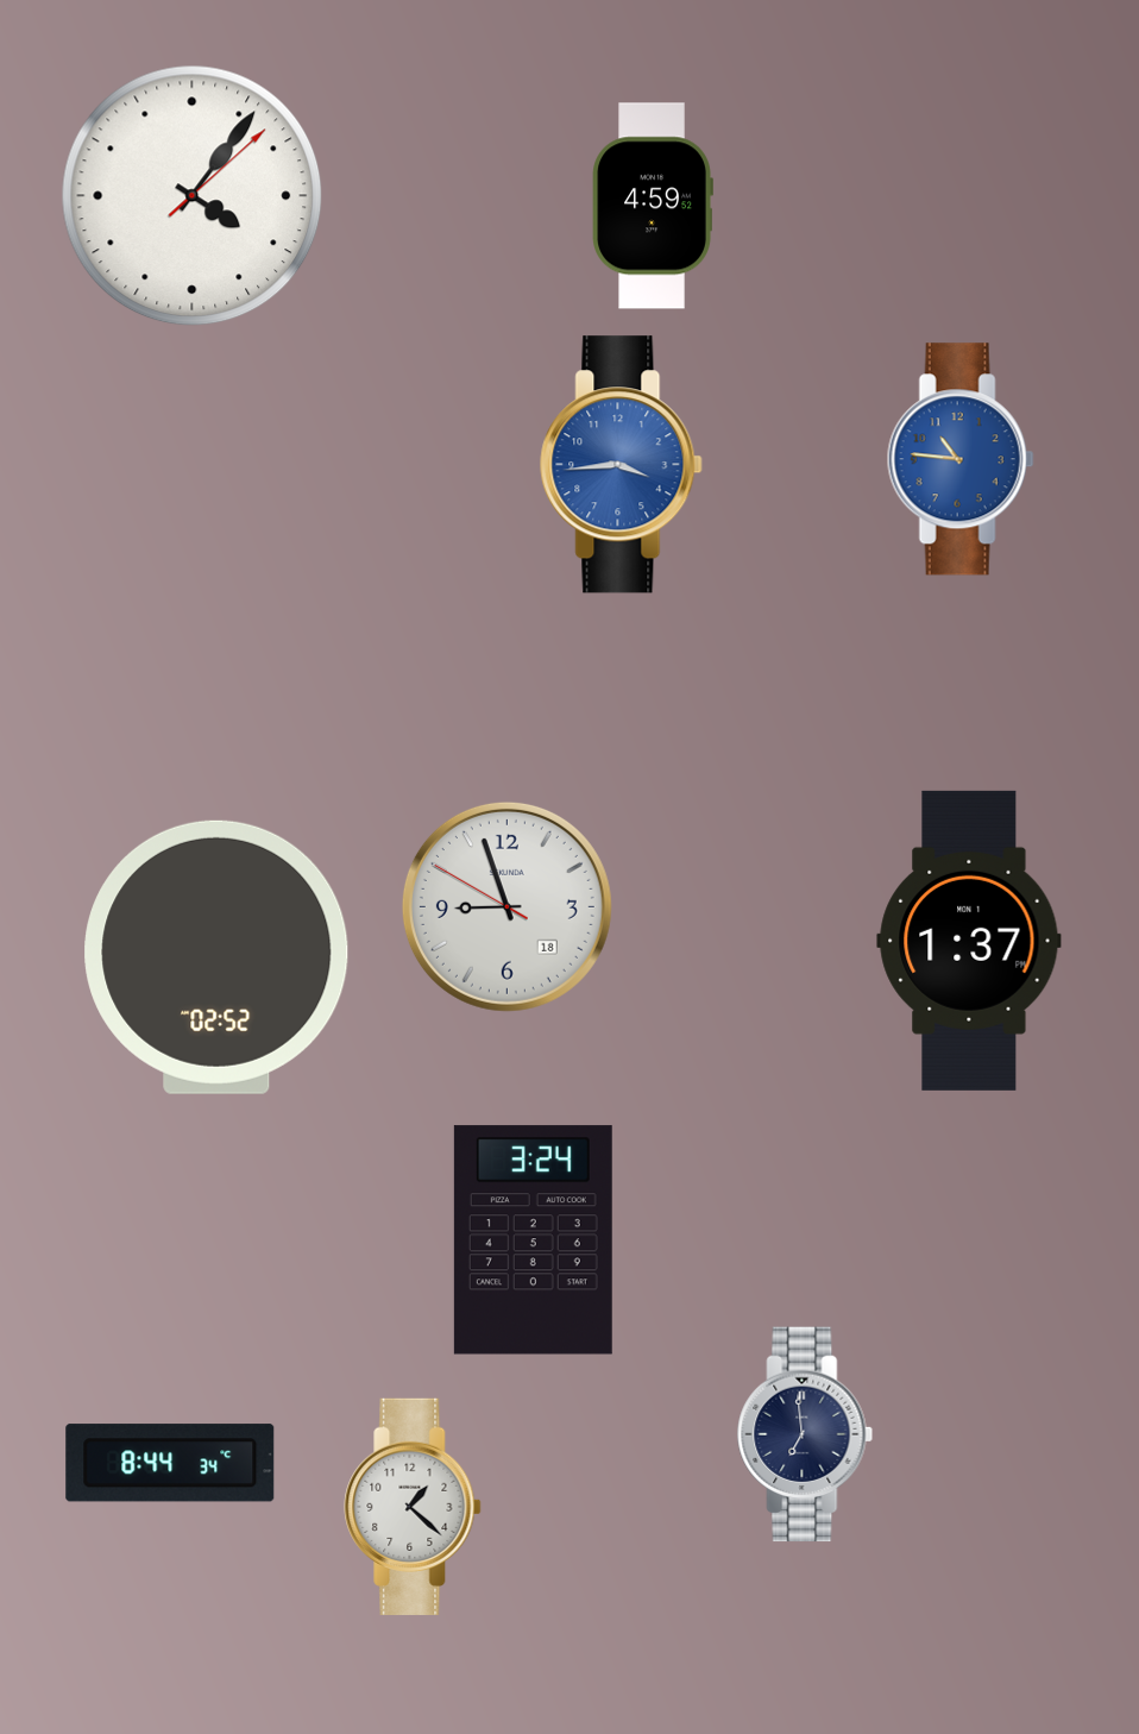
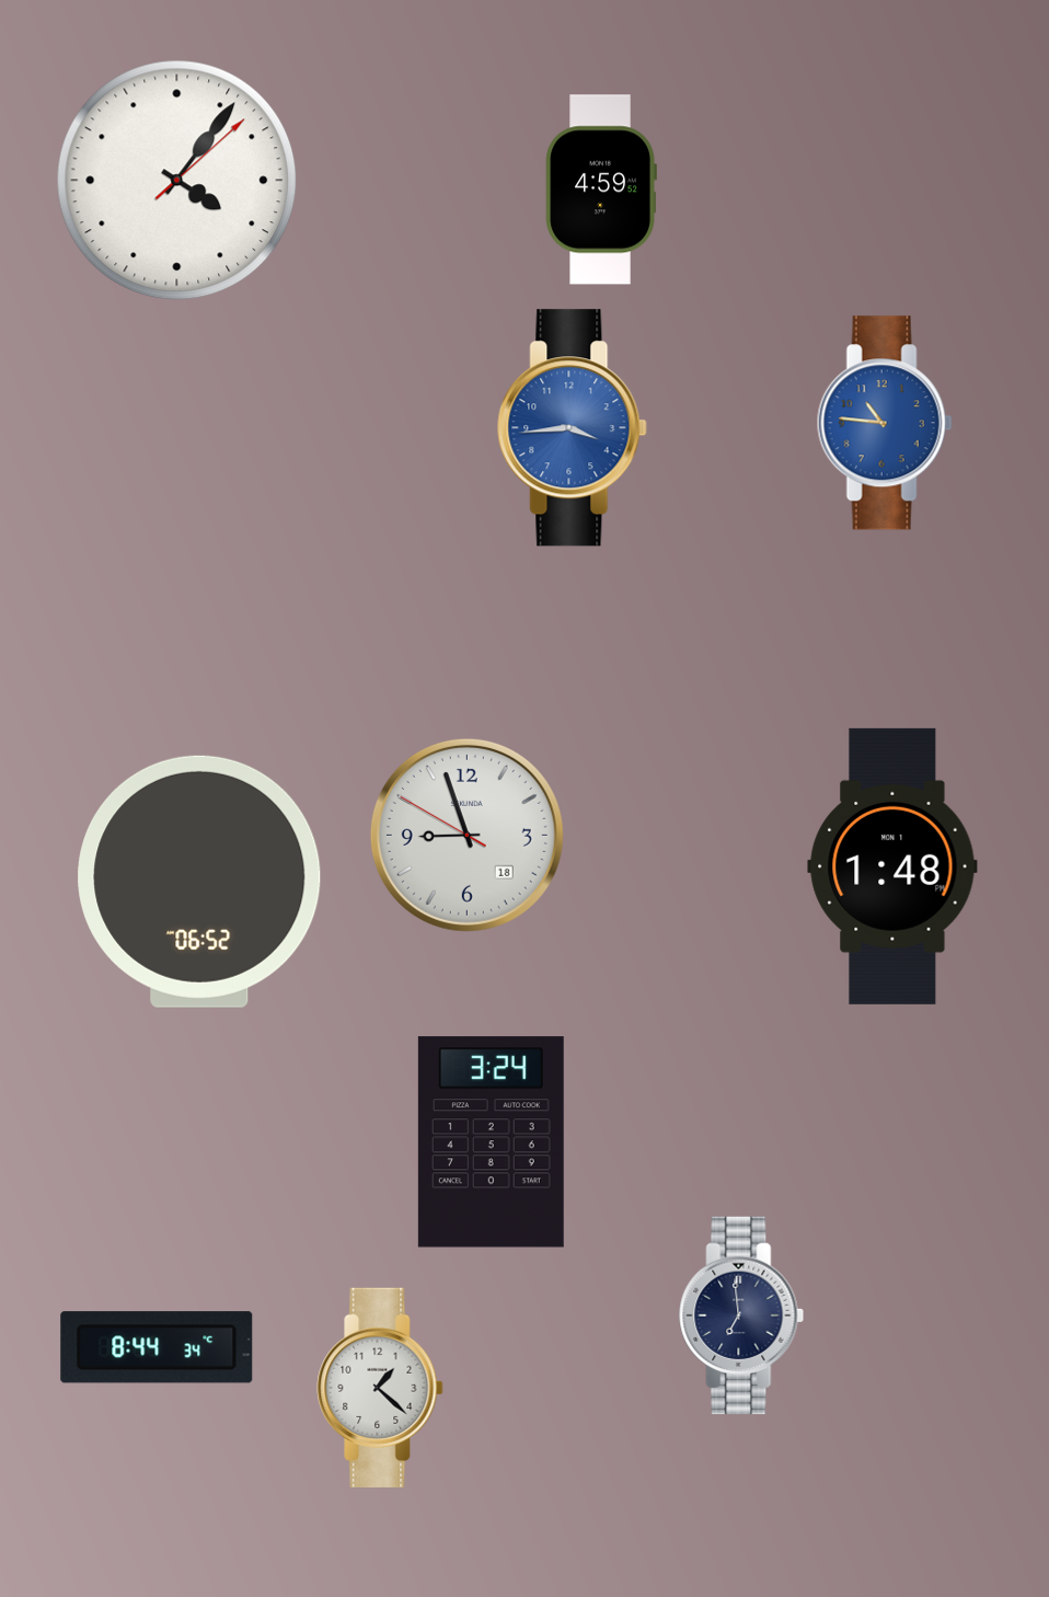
clock at (969, 941): 1:37 -> 1:48
clock at (216, 957): 02:52 -> 06:52
clock at (805, 1434) position: (805, 1434) -> (741, 1315)
